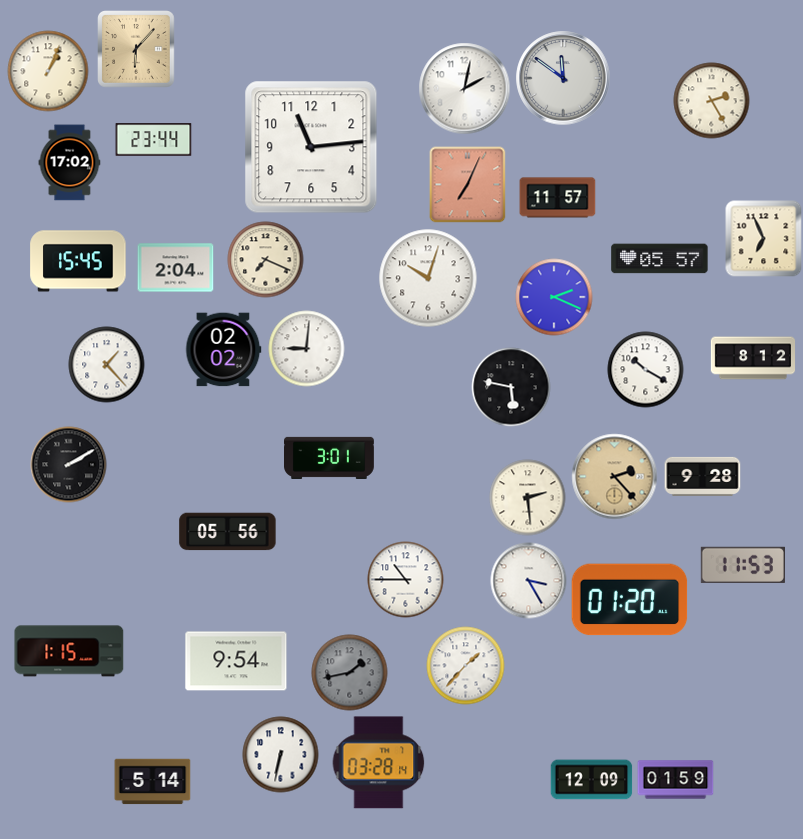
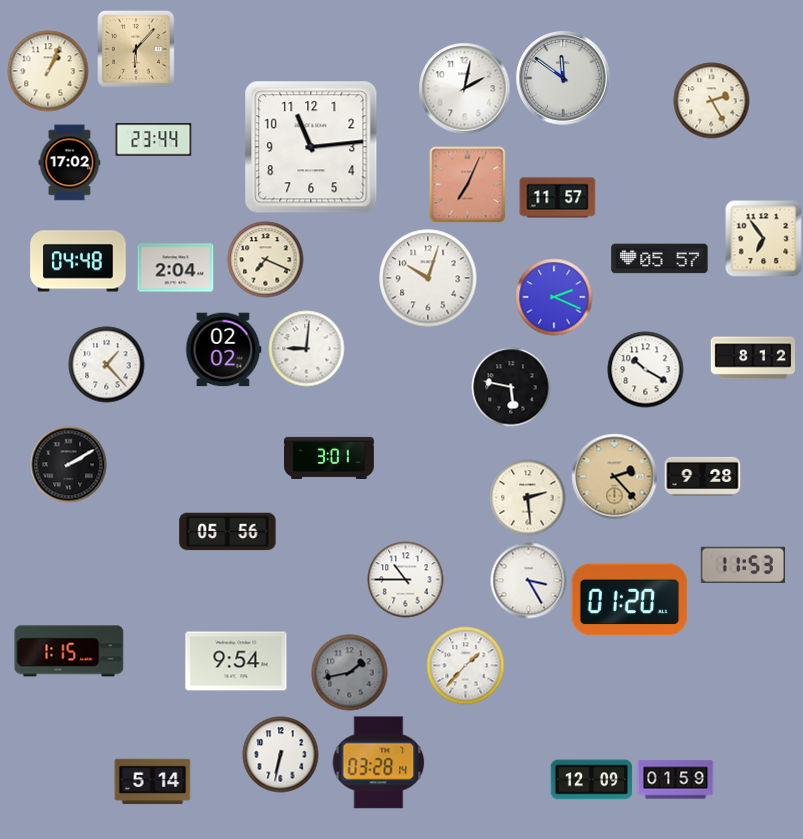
clock at (764, 239): 6:56 -> 6:54
clock at (78, 261): 15:45 -> 04:48
